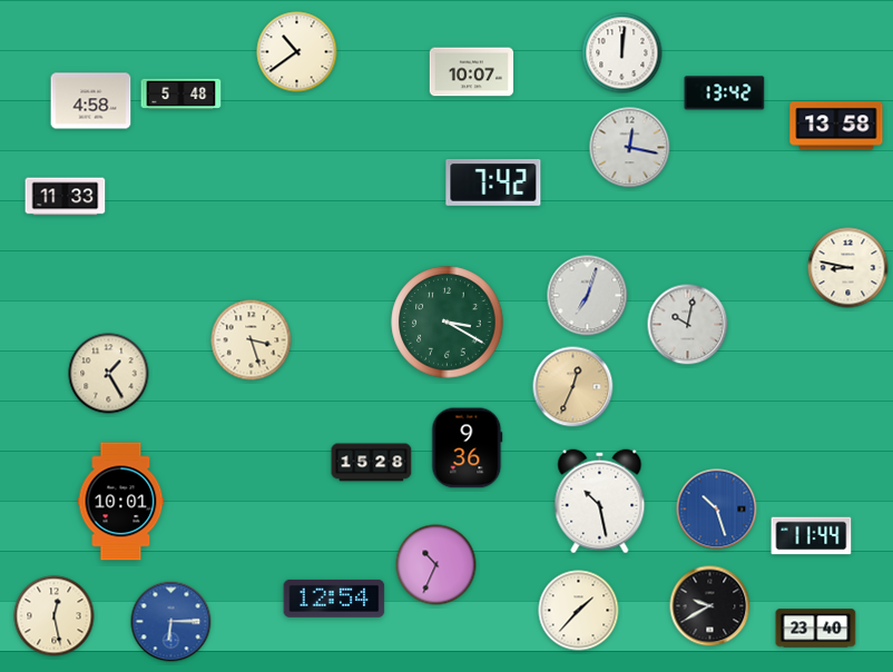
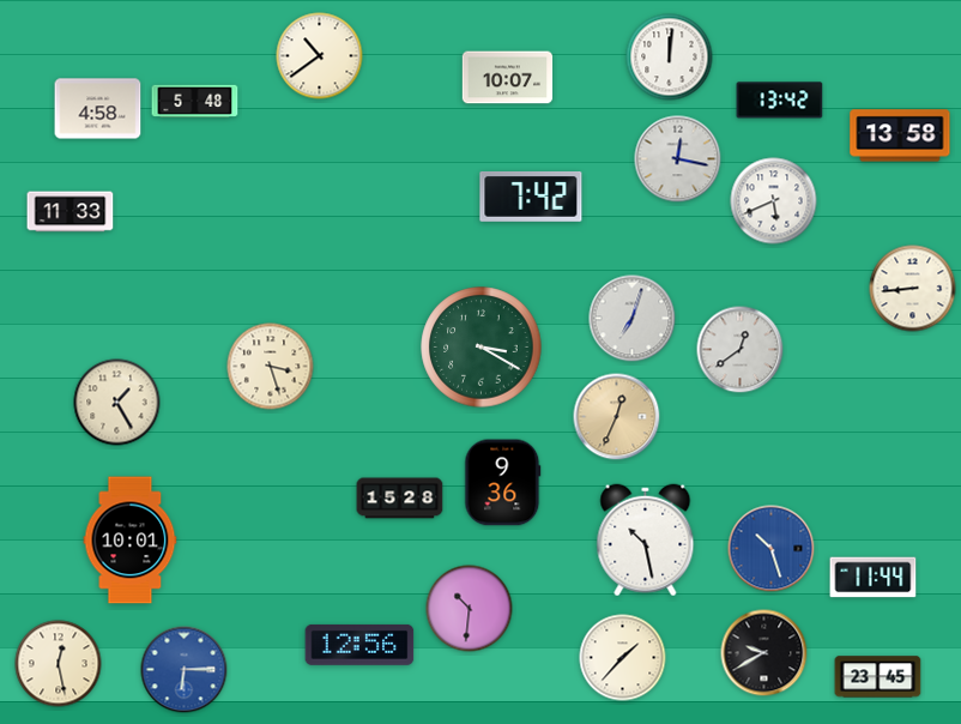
clock at (774, 201): none -> 5:41
clock at (848, 268): 8:47 -> 8:44
clock at (688, 325): 10:02 -> 12:39
clock at (436, 565): 10:34 -> 10:31
clock at (334, 599): 12:54 -> 12:56
clock at (816, 629): 23:40 -> 23:45
